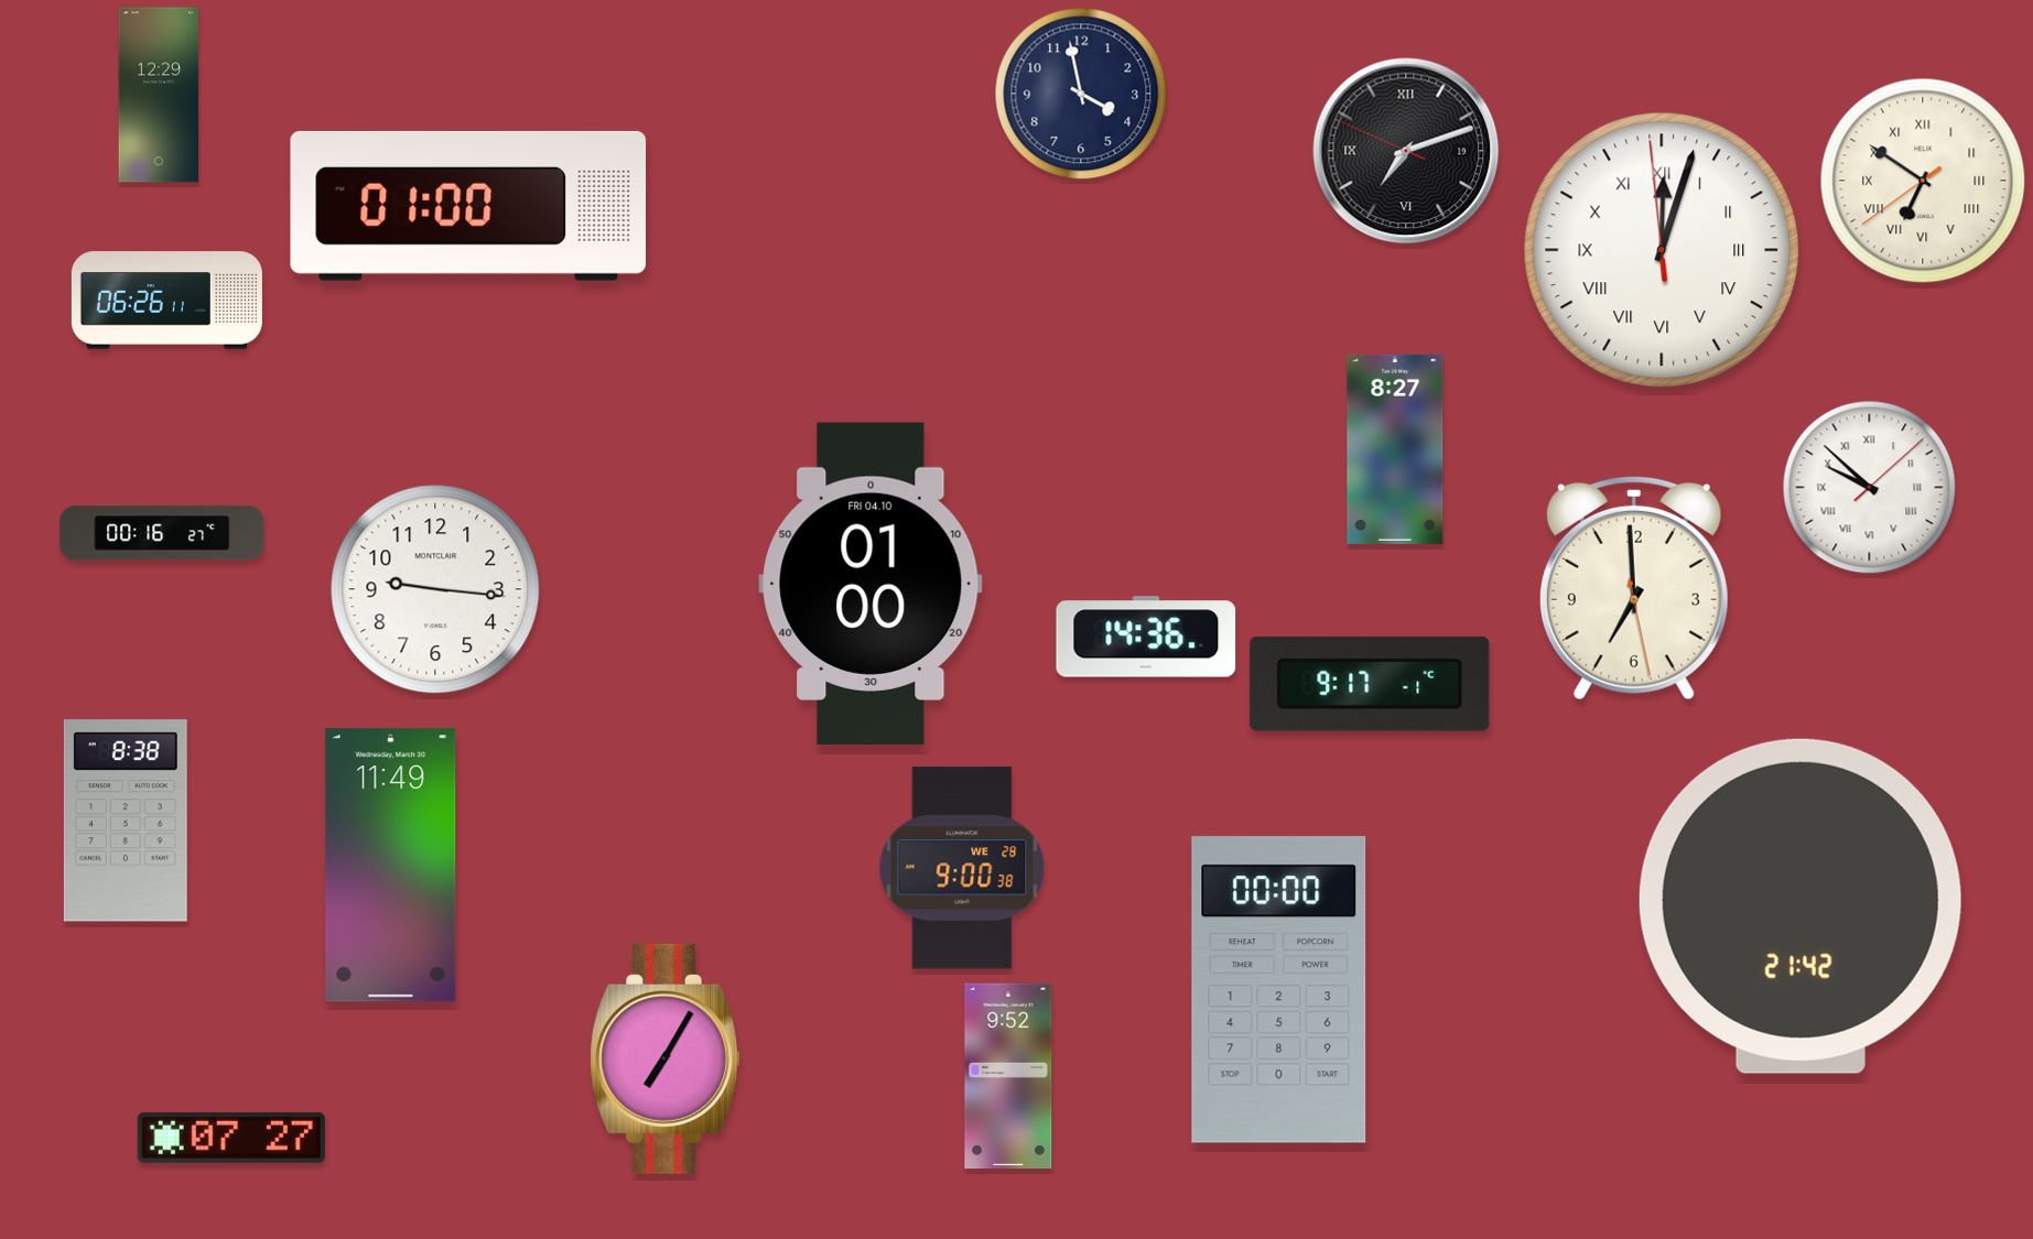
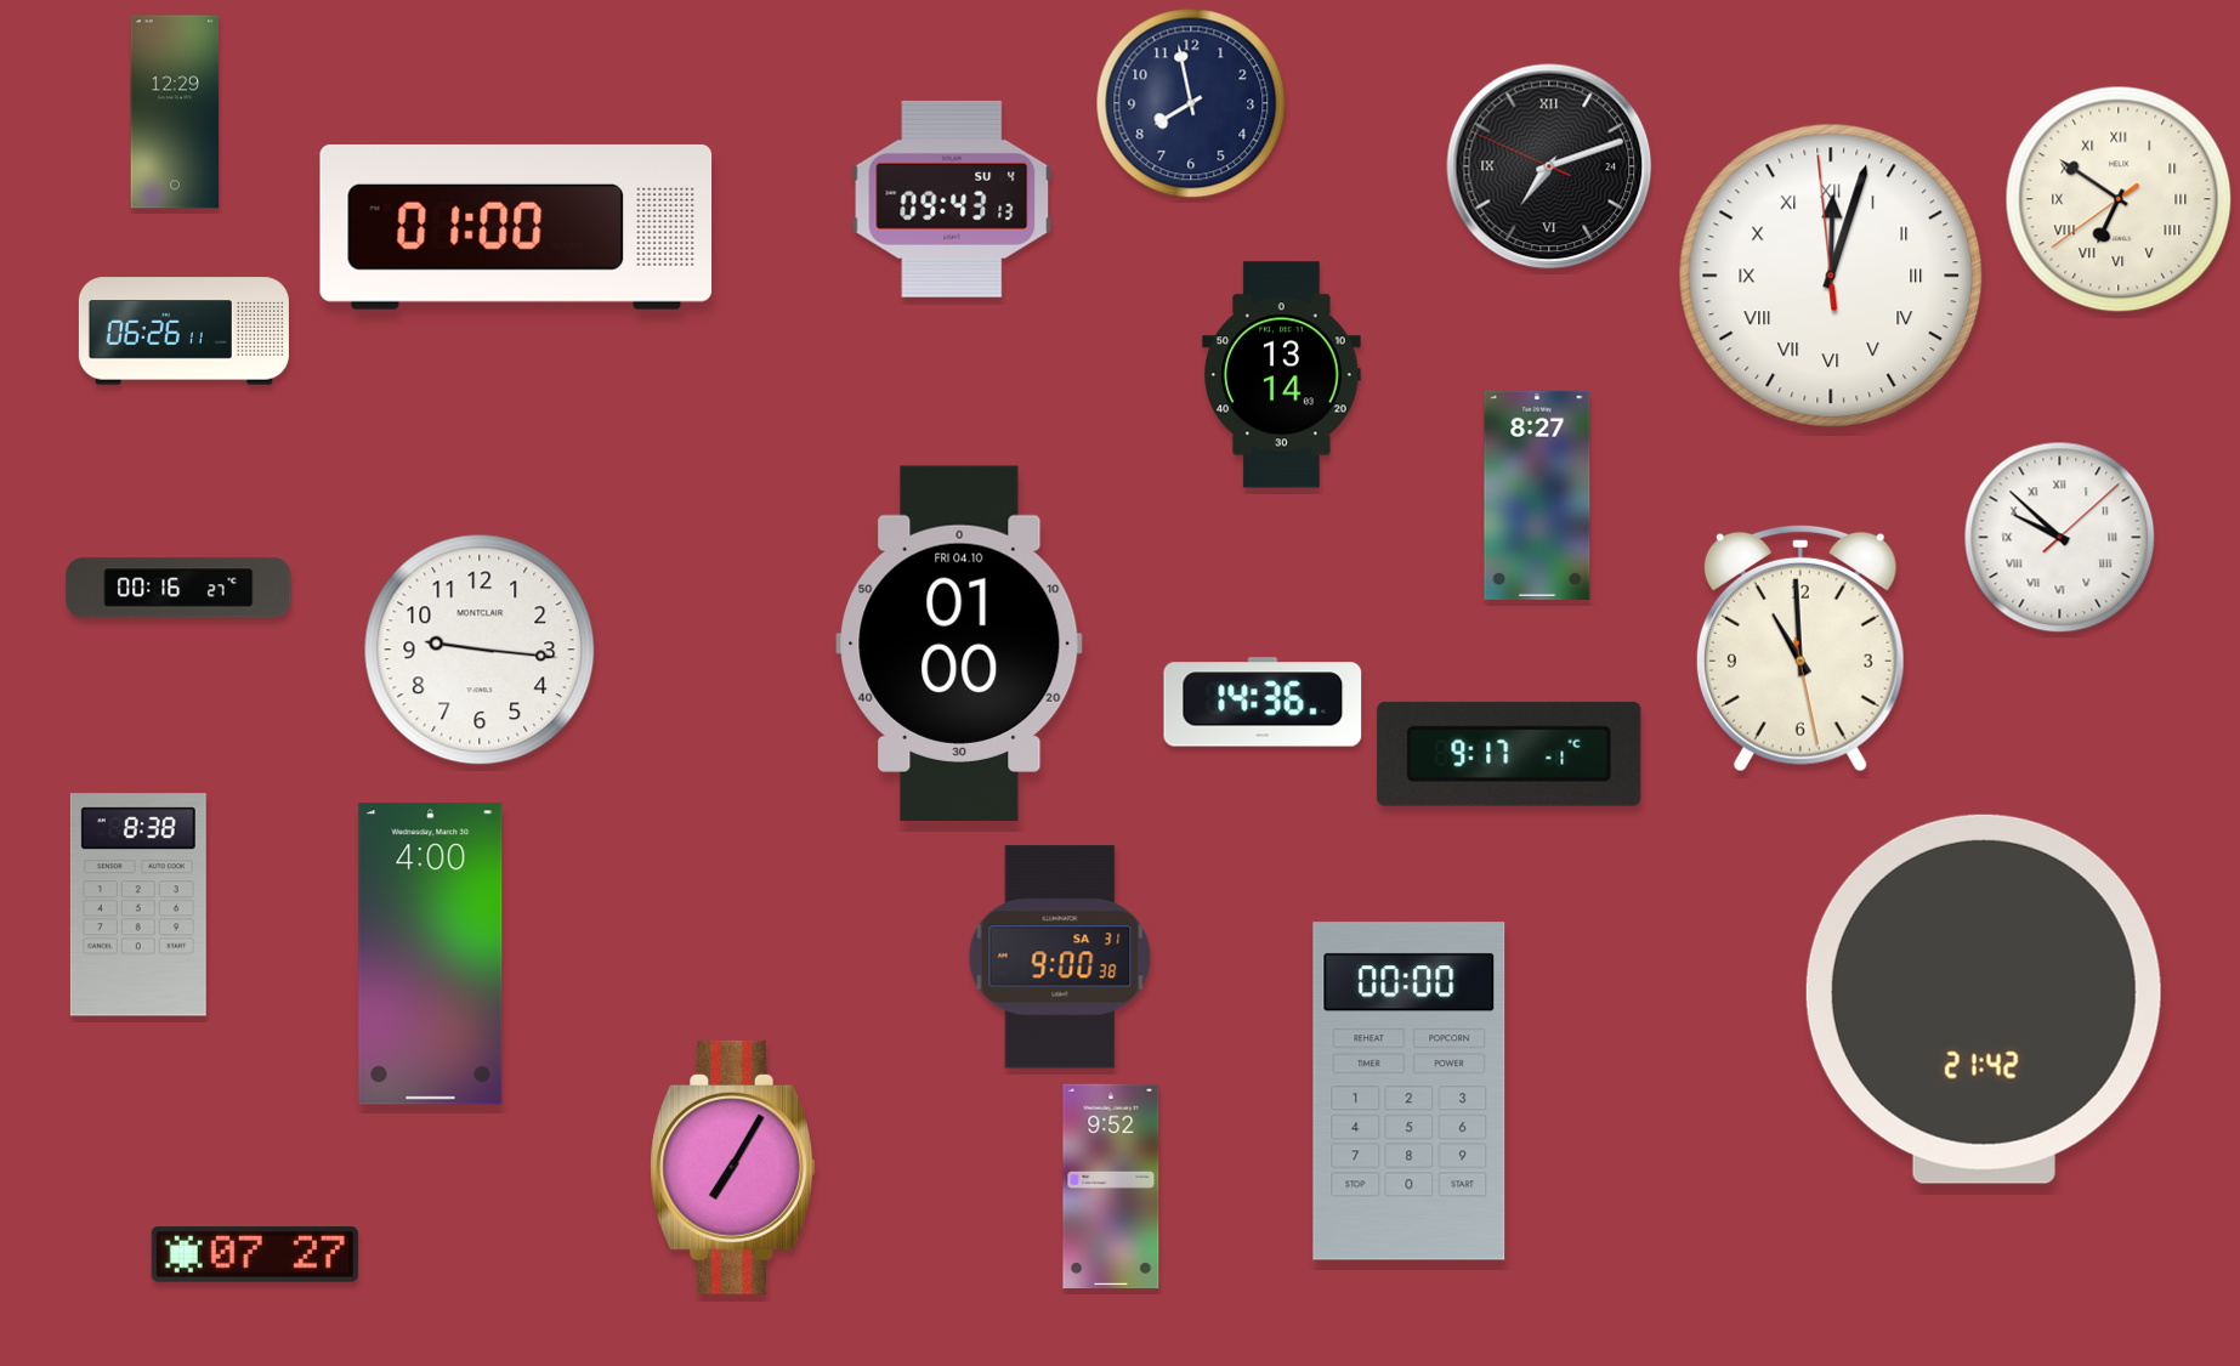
clock at (1081, 94): 3:58 -> 7:58
clock at (159, 95) position: (159, 95) -> (175, 112)
clock at (1406, 151) date: 19 -> 24
clock at (952, 199): none -> 09:43
clock at (1282, 375): none -> 13:14
clock at (1634, 588): 6:59 -> 10:59
clock at (391, 866): 11:49 -> 4:00
clock at (962, 868) date: WE 28 -> SA 31
